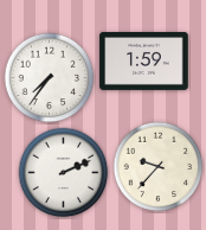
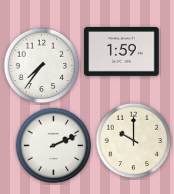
clock at (159, 167): 9:37 -> 10:00
